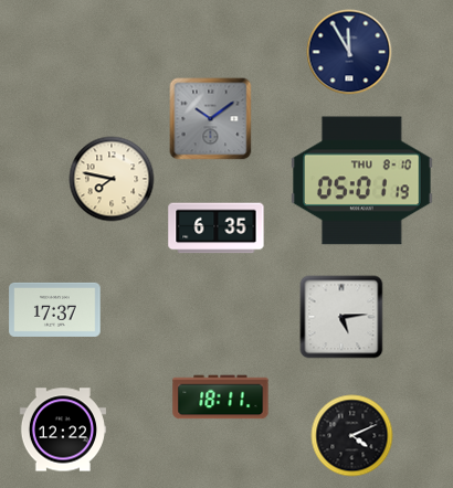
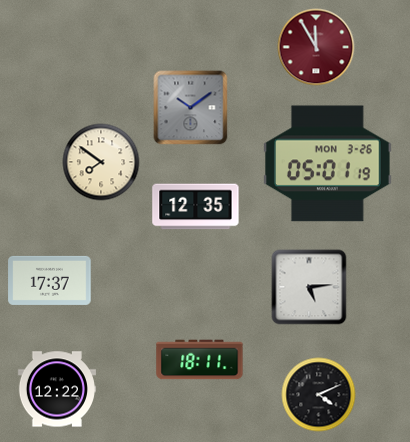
clock at (349, 52) dial: navy -> burgundy
clock at (112, 179): 7:47 -> 7:51
clock at (362, 181) date: THU 8-10 -> MON 3-26
clock at (217, 229): 6:35 -> 12:35
